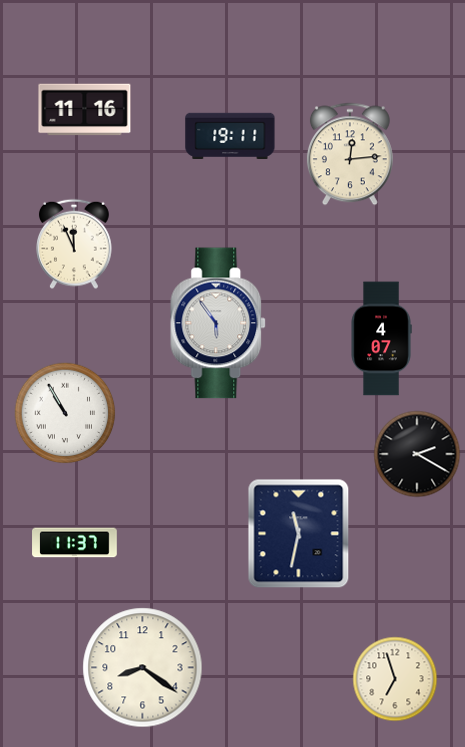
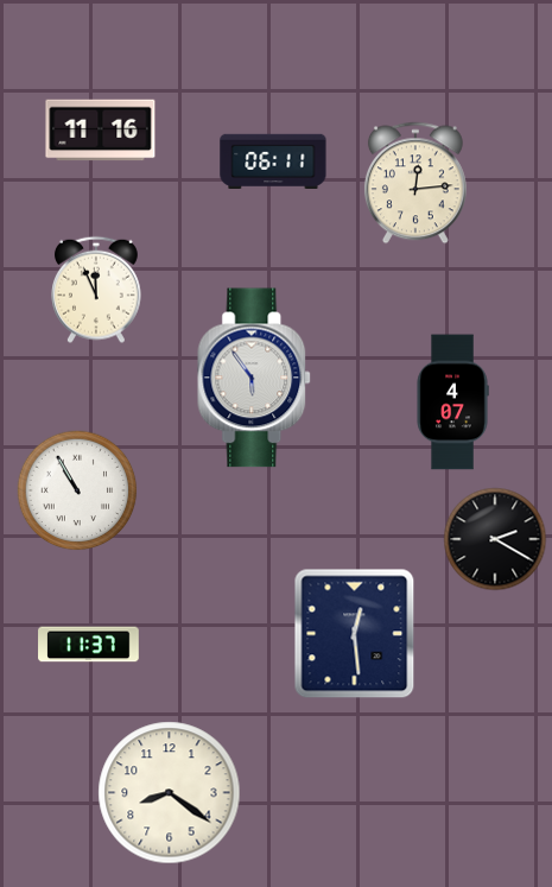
clock at (230, 135): 19:11 -> 06:11
clock at (75, 244) position: (75, 244) -> (97, 290)
clock at (219, 323) position: (219, 323) -> (255, 378)
clock at (299, 534): 11:32 -> 12:29
clock at (395, 679): 6:57 -> none
